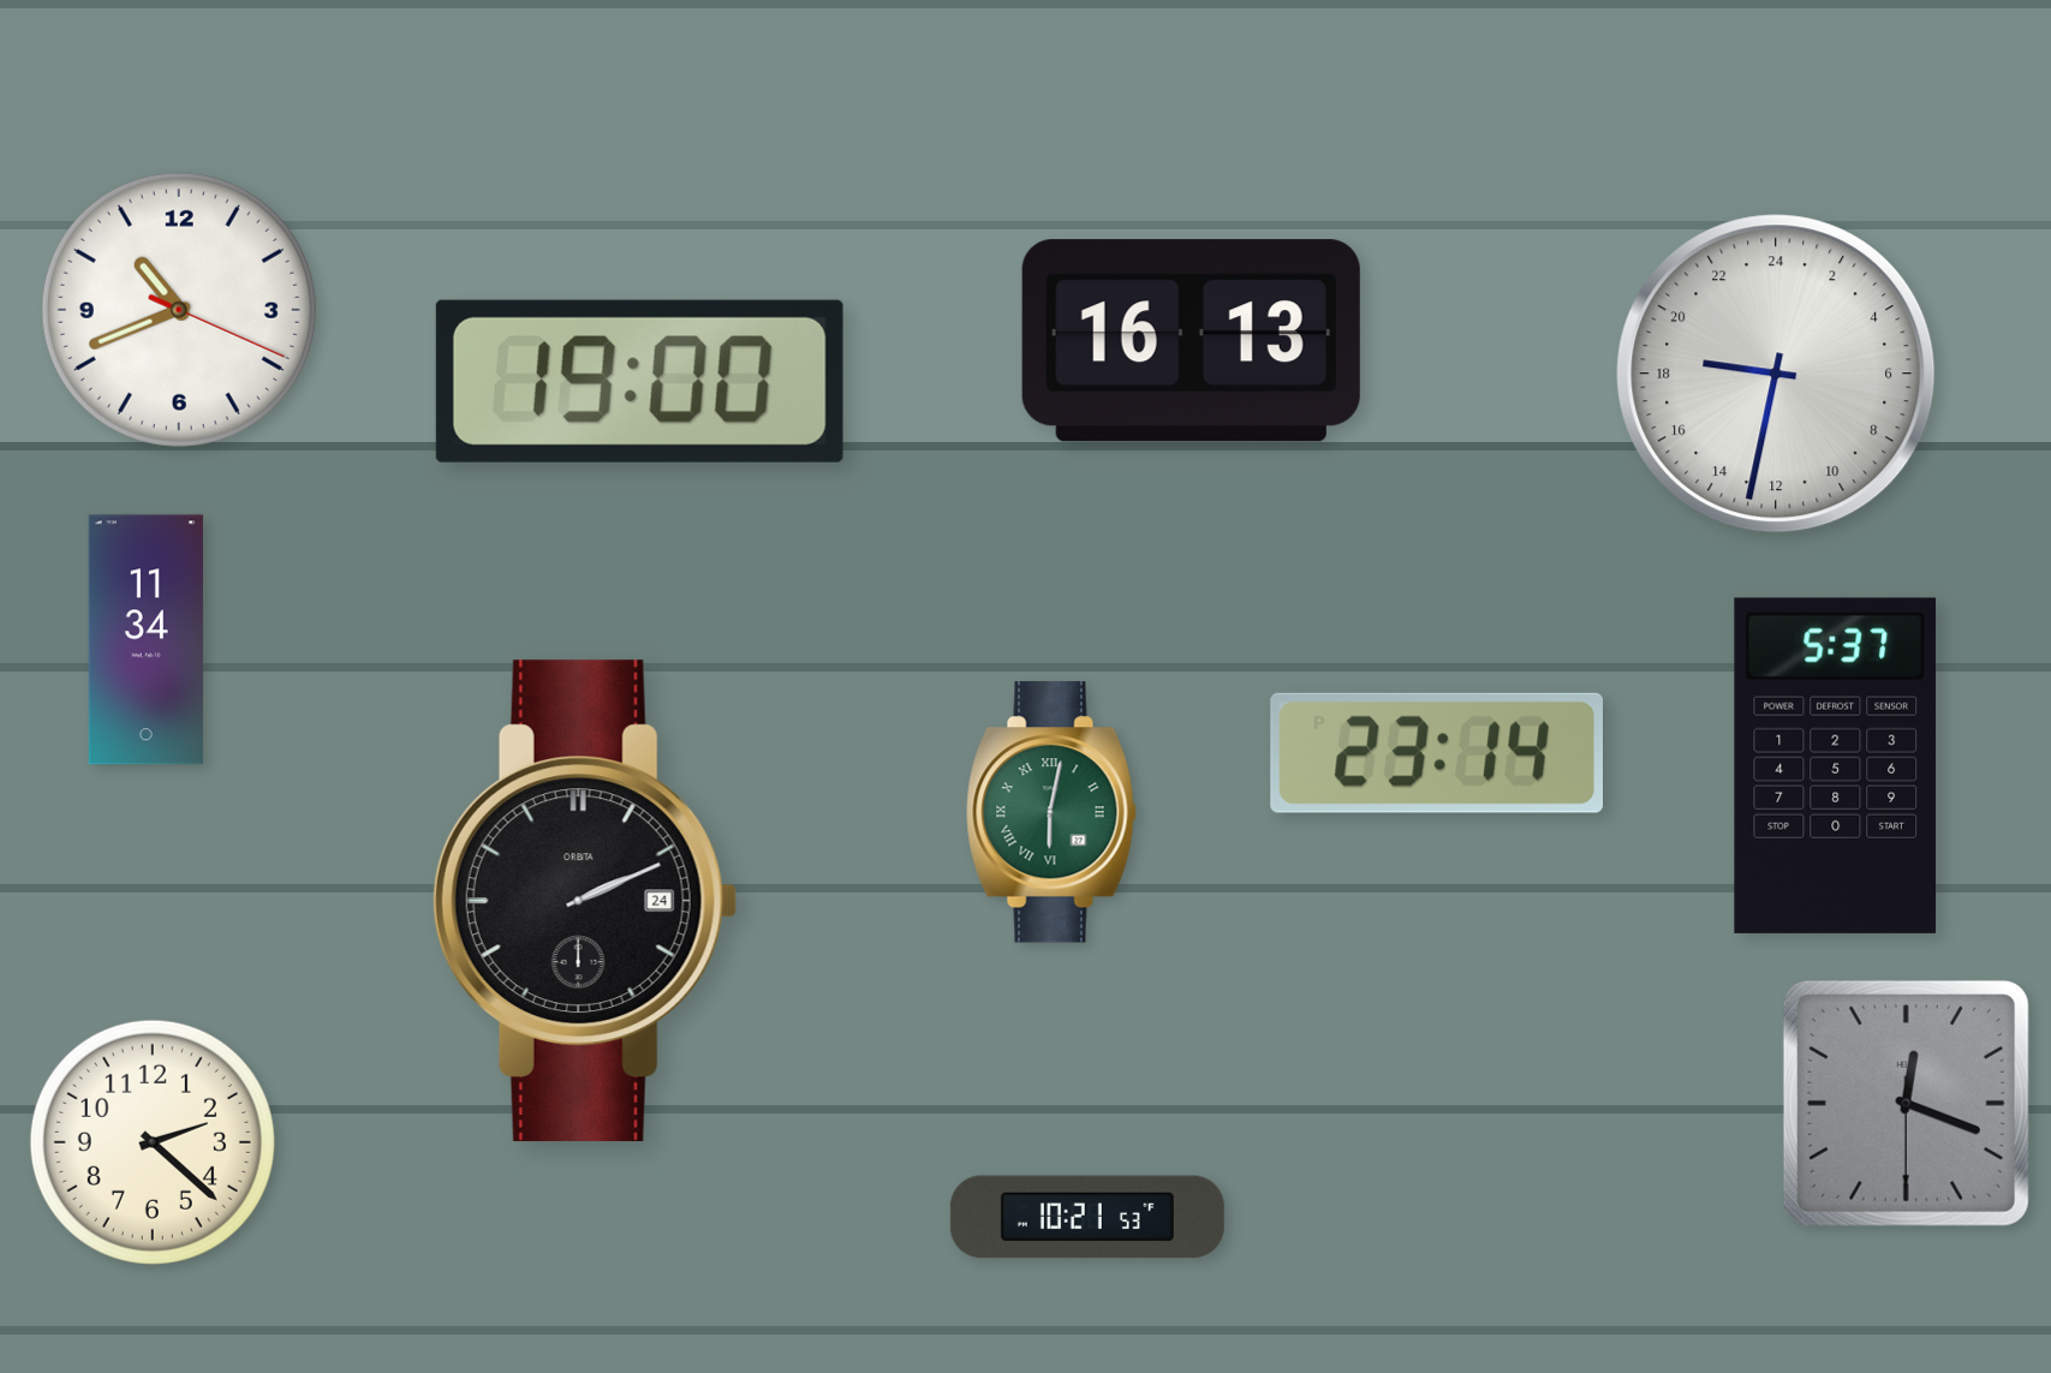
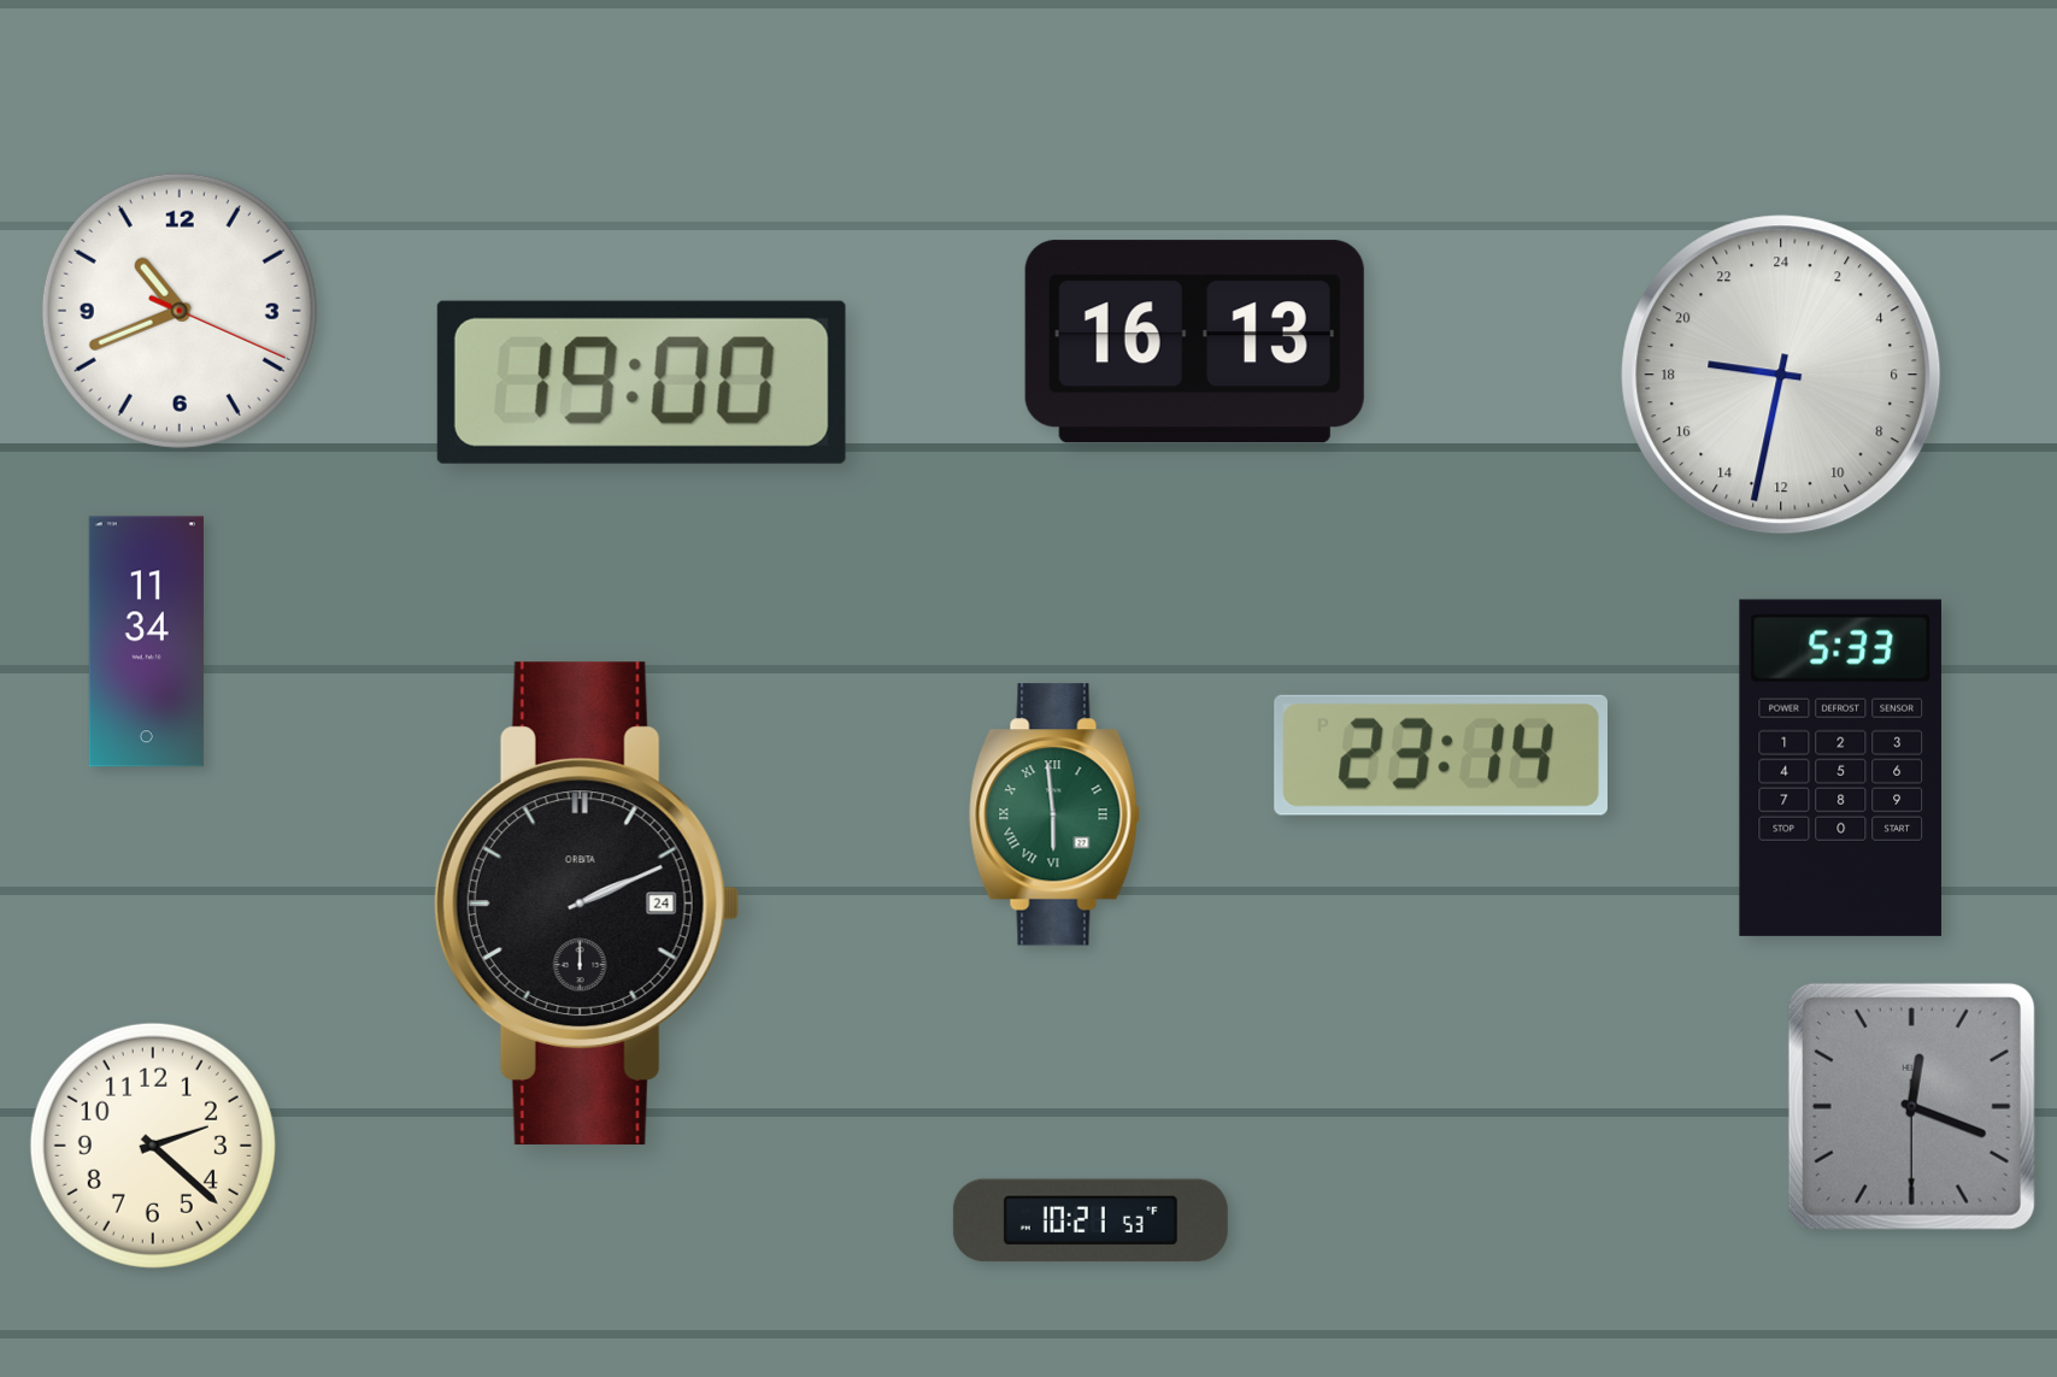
clock at (1835, 765): 5:37 -> 5:33
clock at (1051, 812): 6:02 -> 5:59
